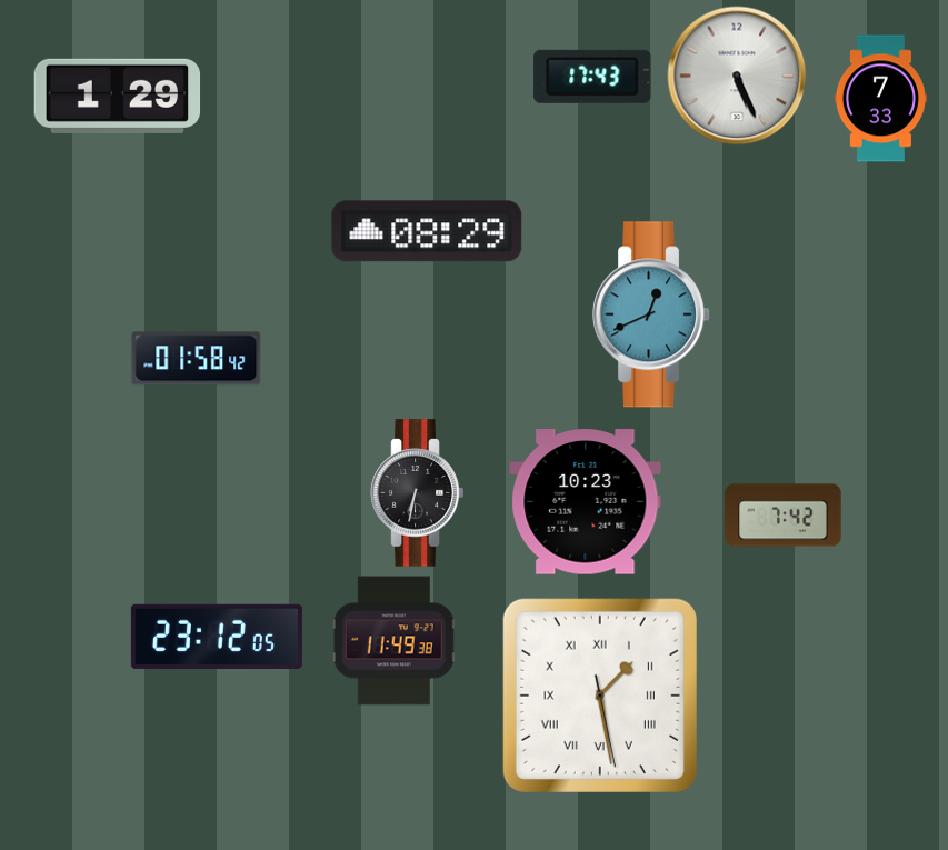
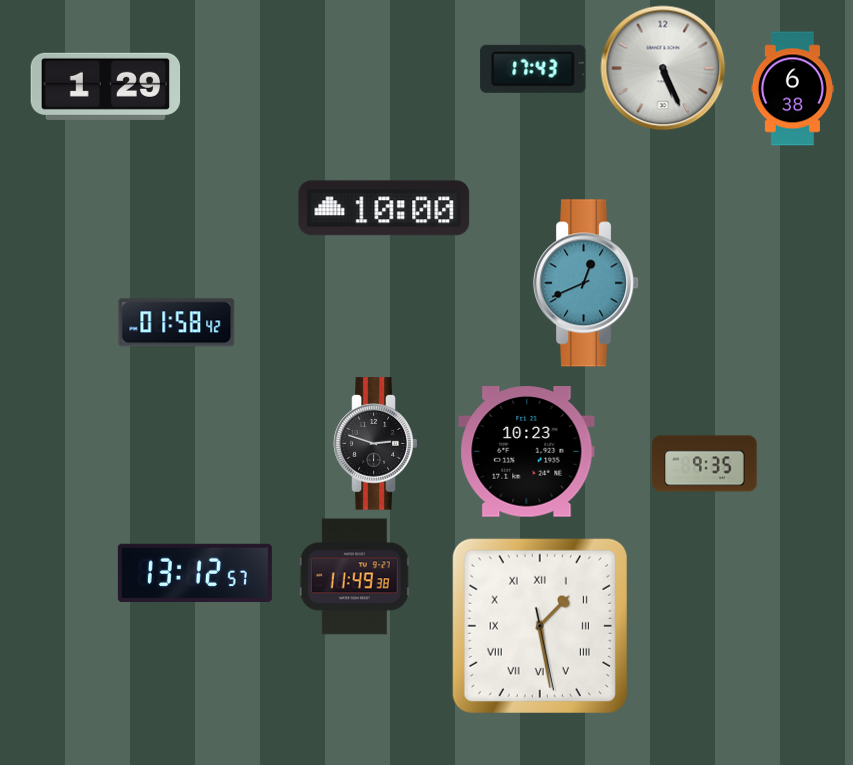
clock at (880, 99): 7:33 -> 6:38
clock at (427, 231): 08:29 -> 10:00
clock at (418, 493): 6:32 -> 2:48
clock at (784, 516): 7:42 -> 9:35
clock at (217, 637): 23:12 -> 13:12
